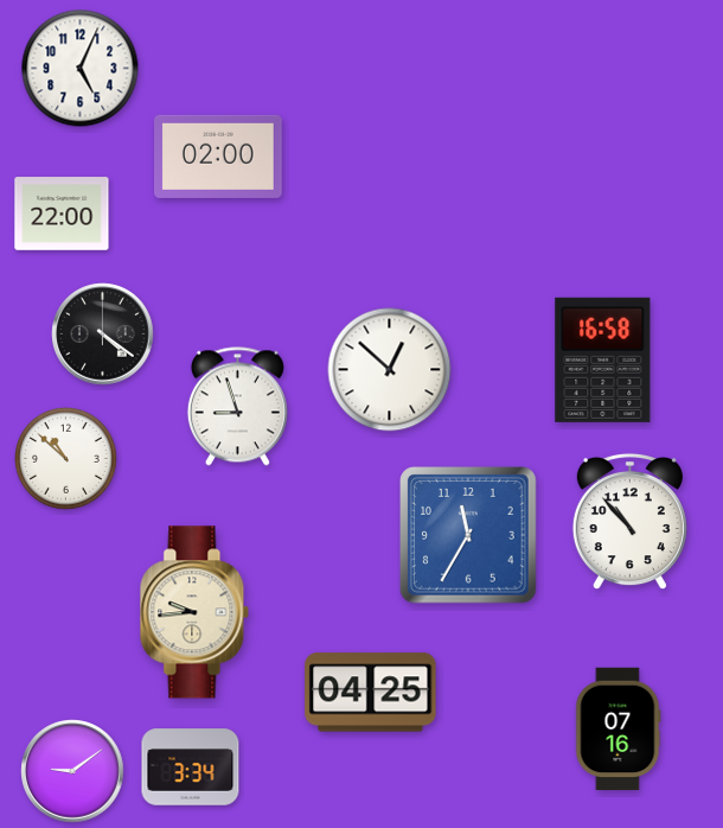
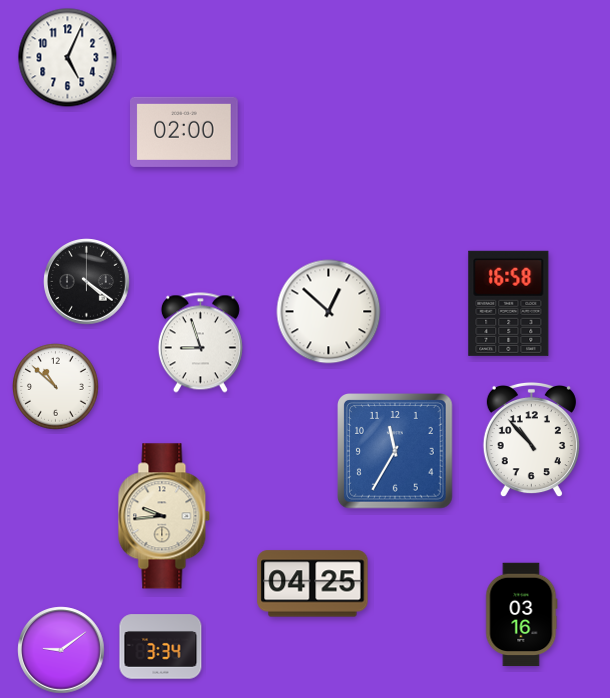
clock at (62, 214): 22:00 -> none
clock at (619, 730): 07:16 -> 03:16
